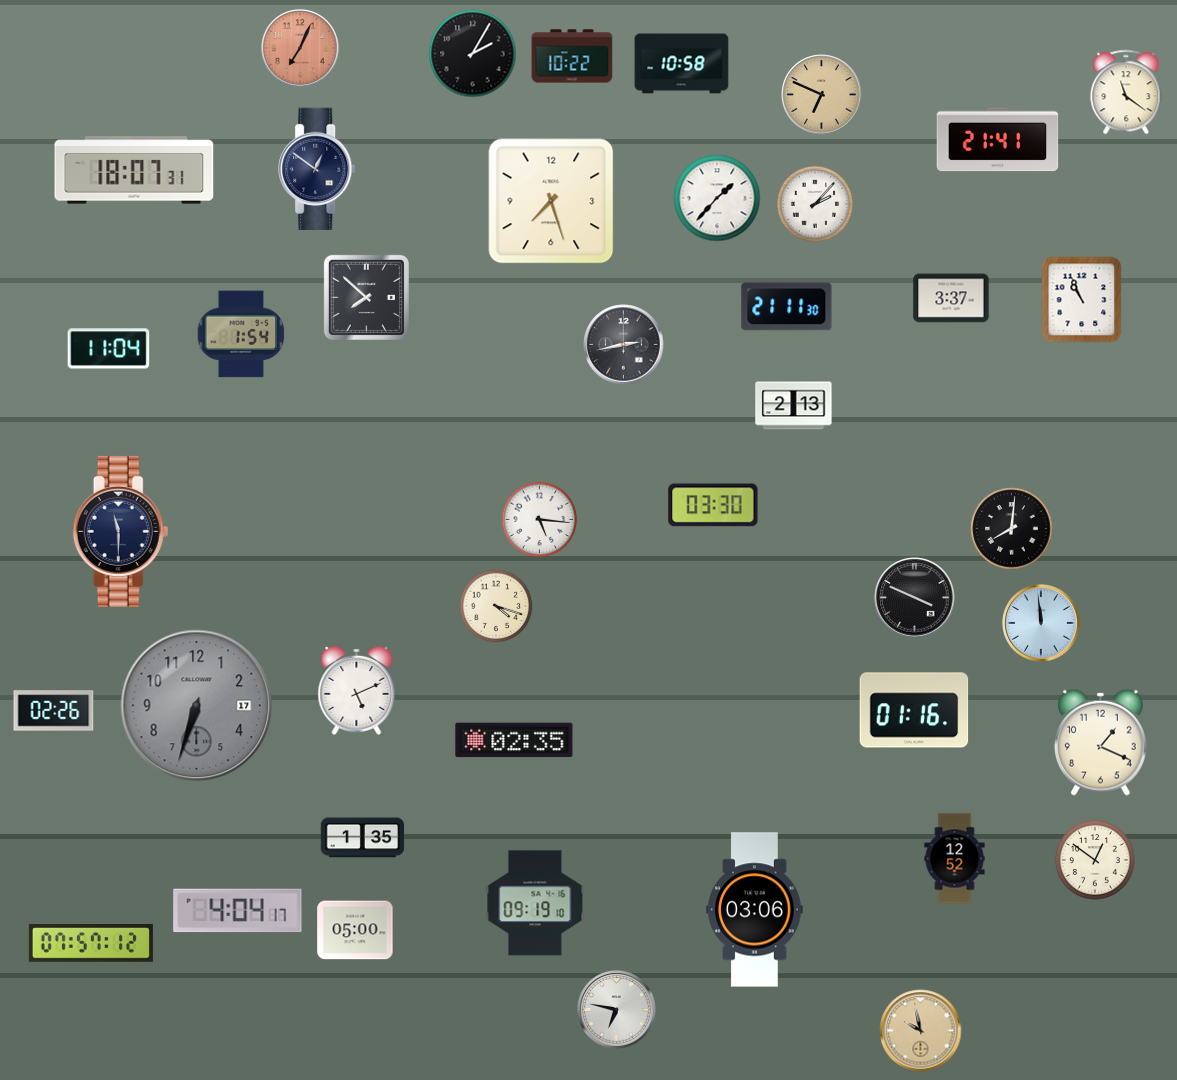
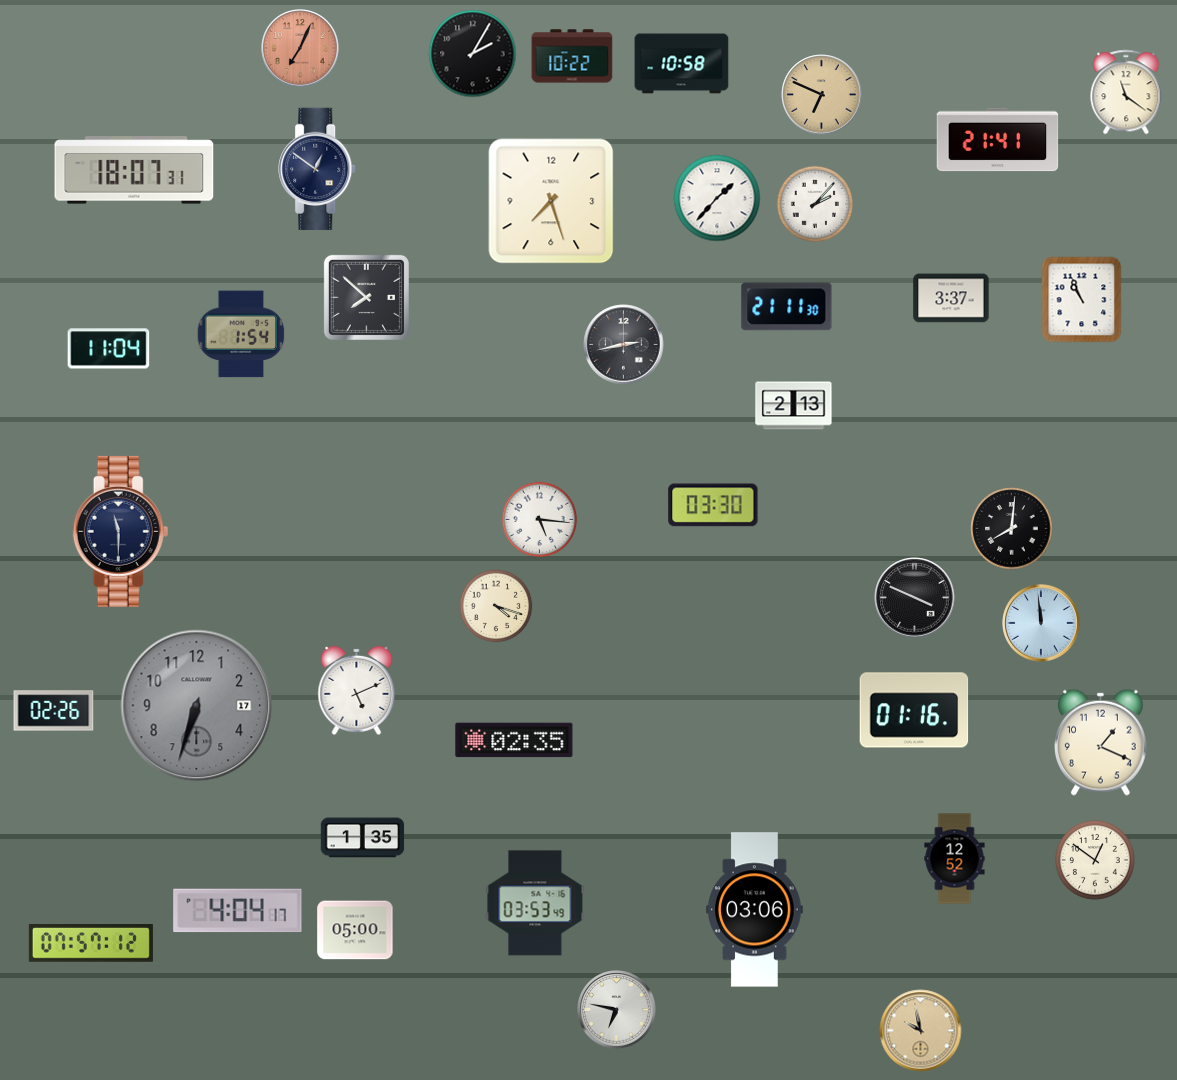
clock at (535, 903): 09:19 -> 03:53
